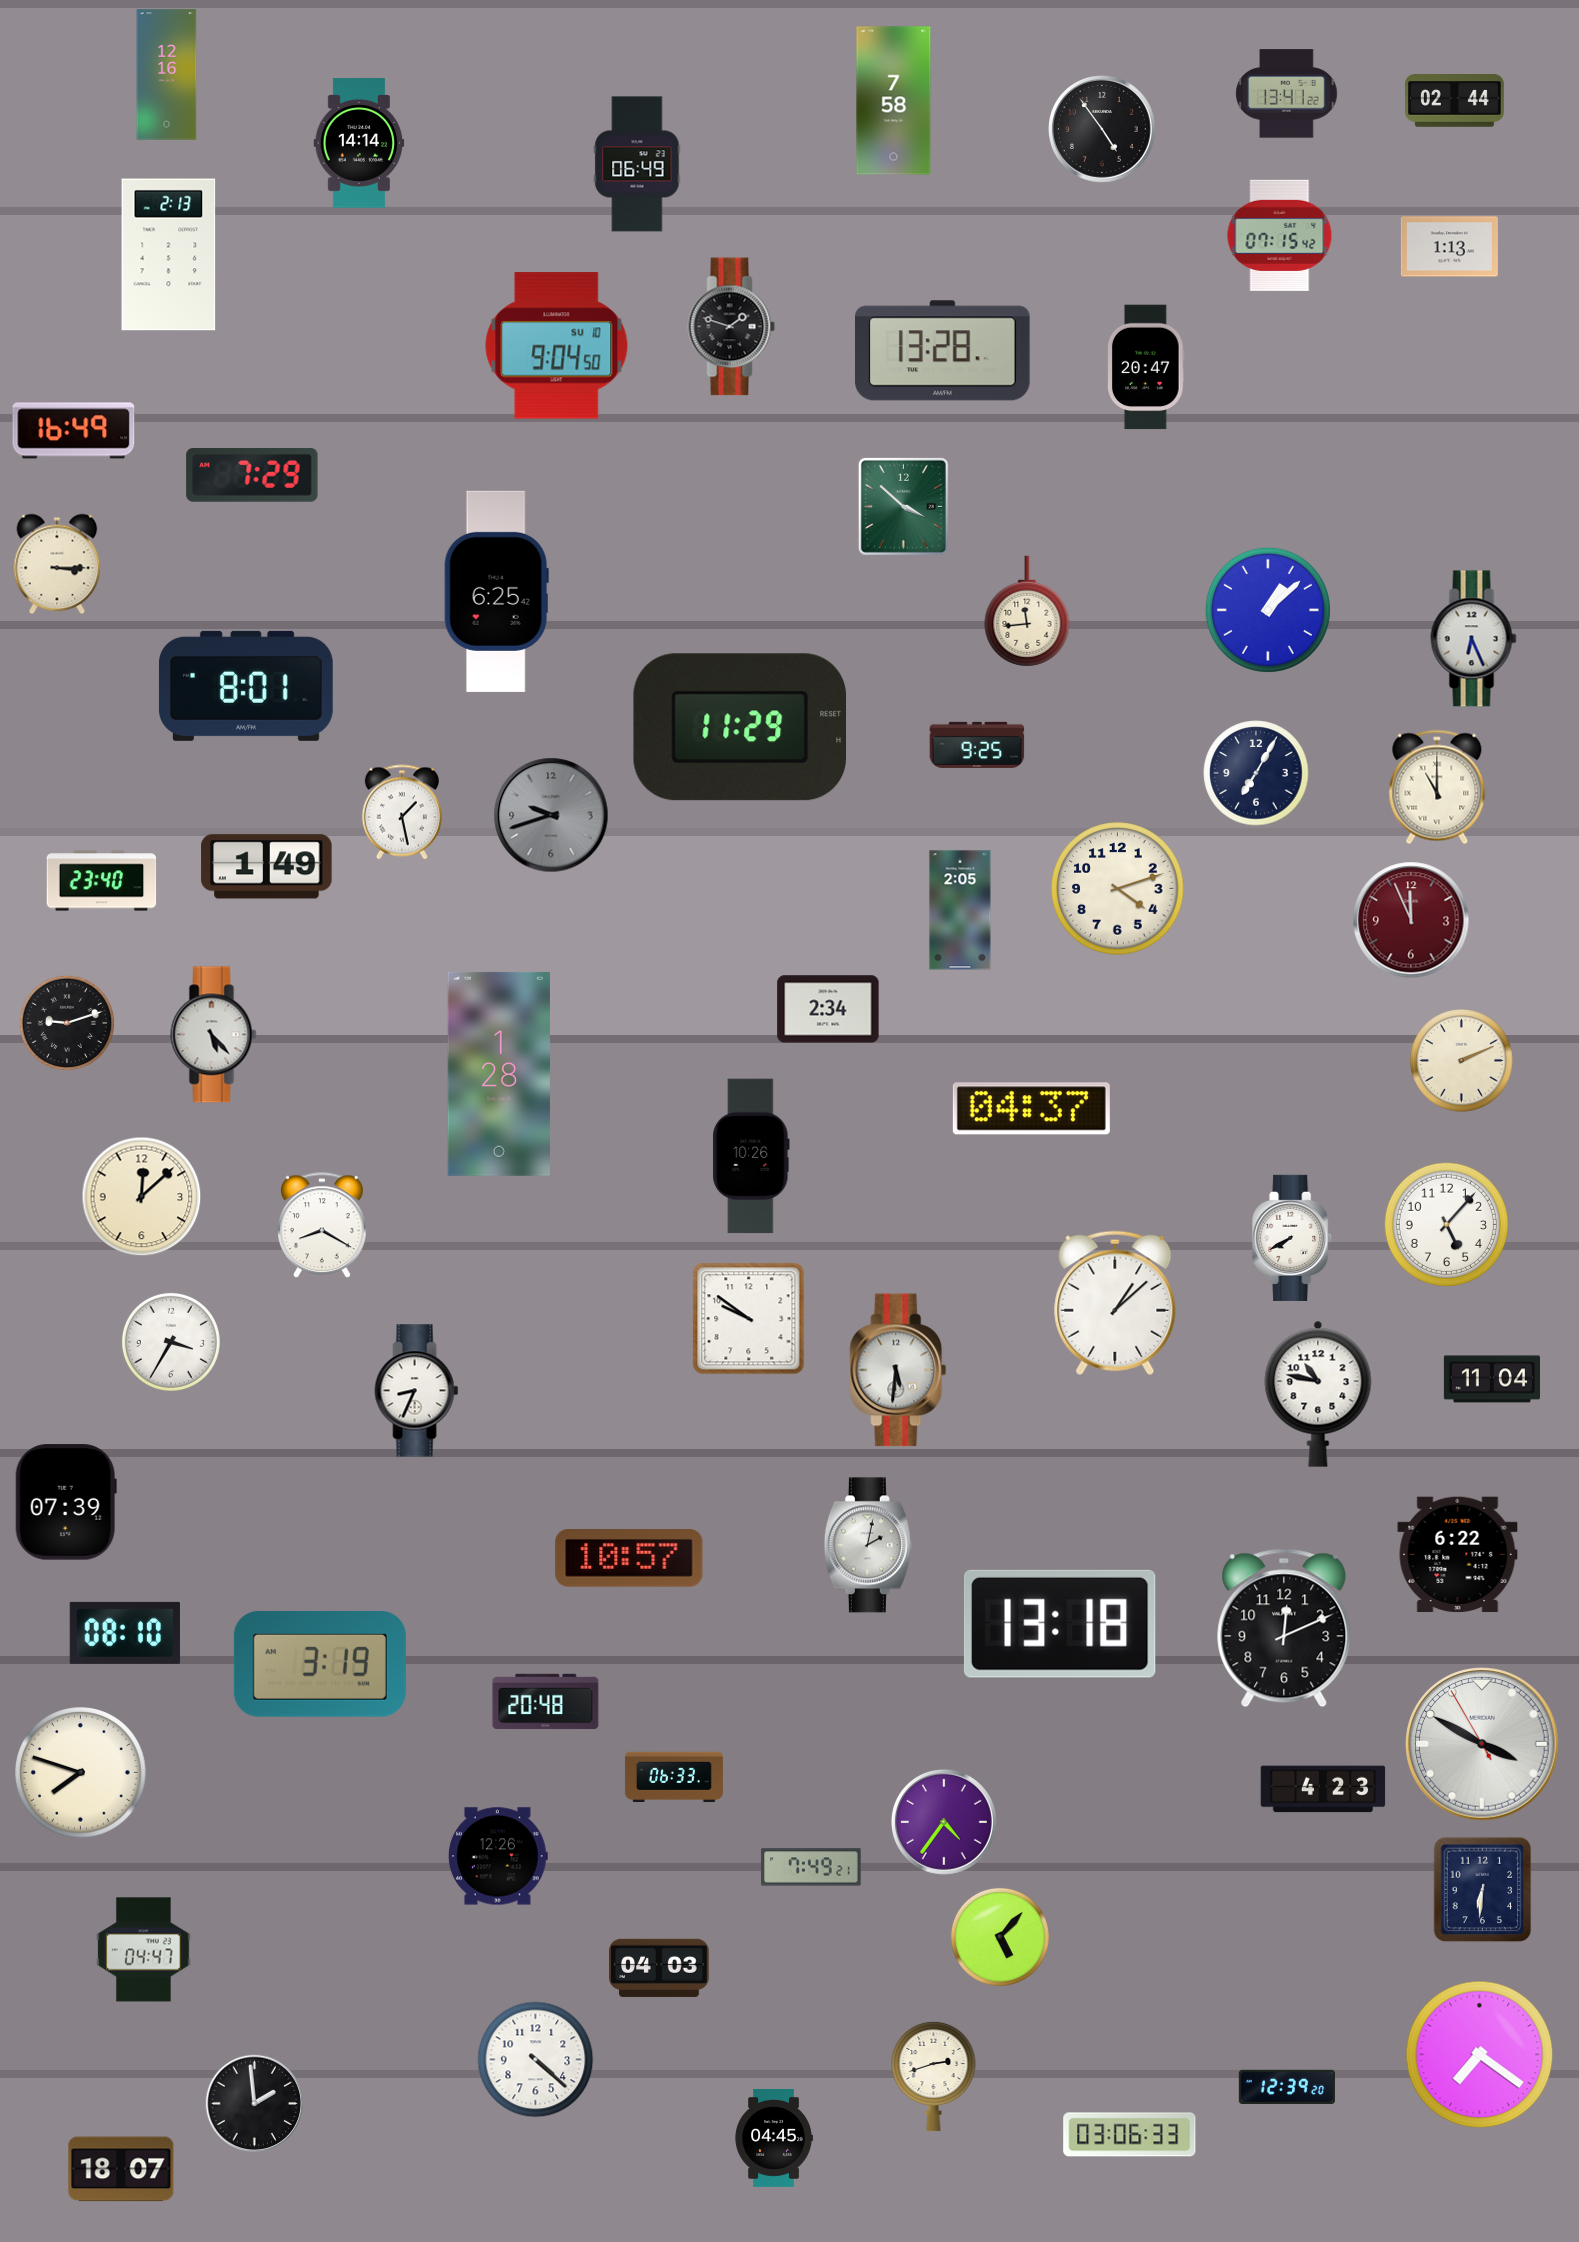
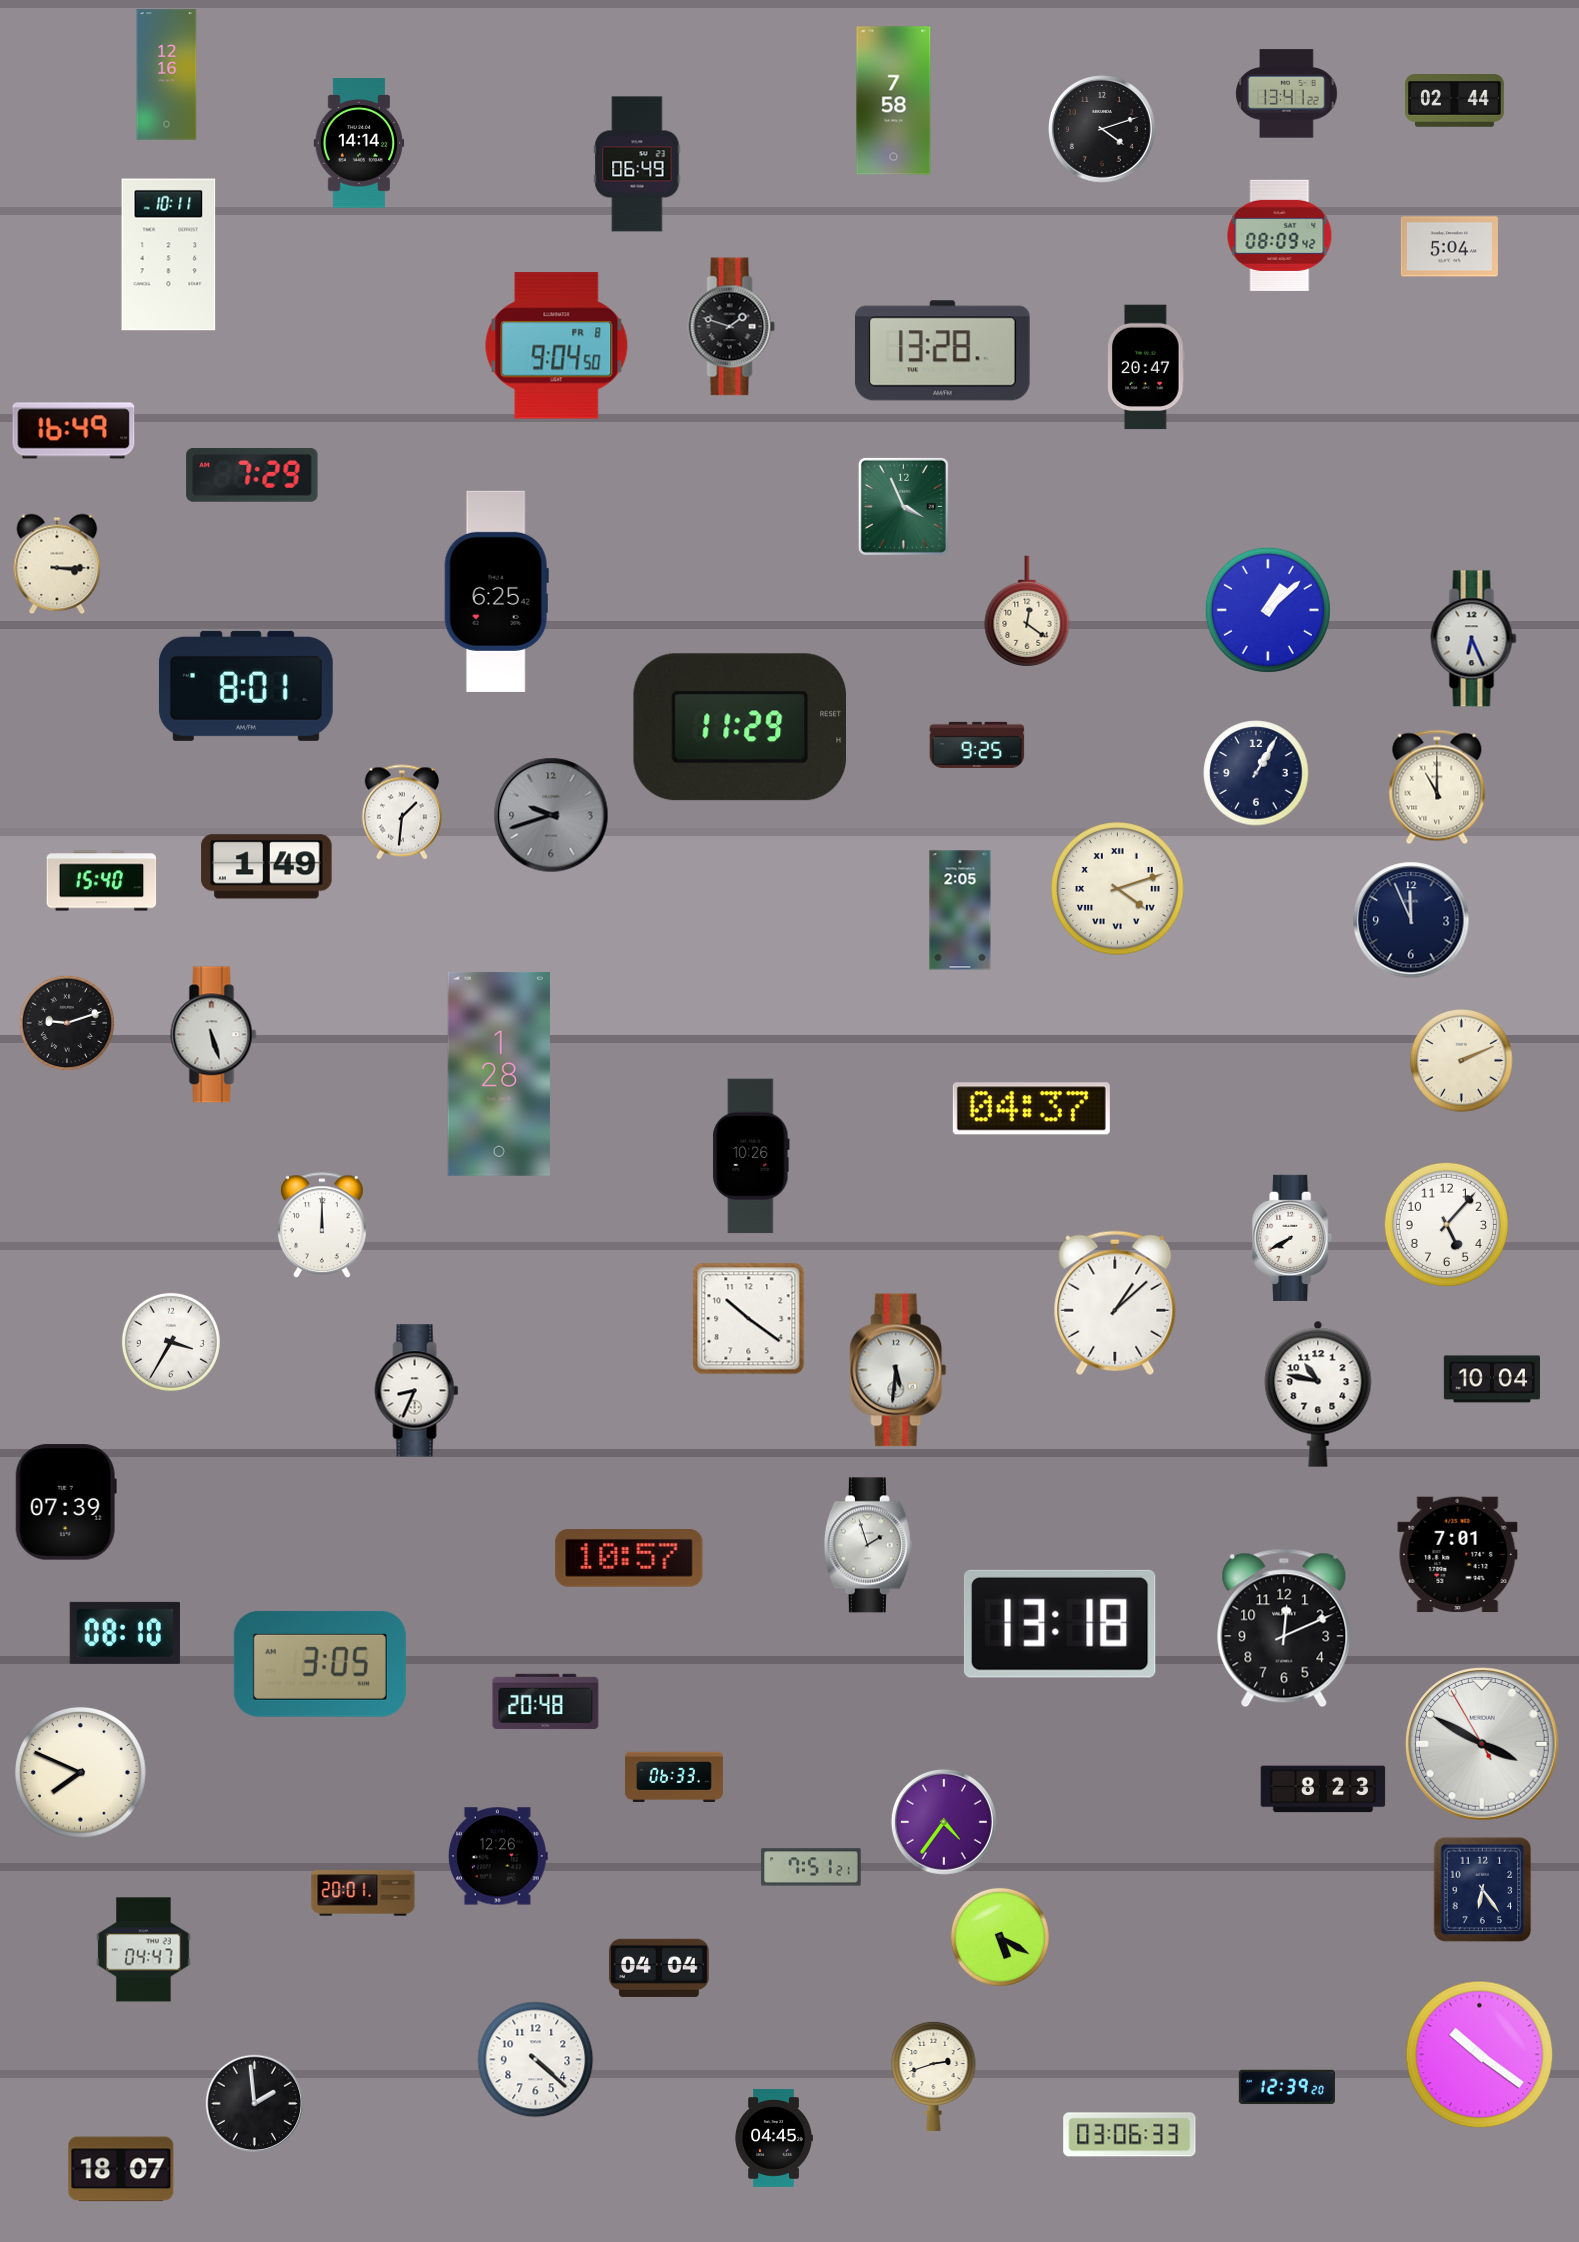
clock at (1103, 130): 4:54 -> 4:12
clock at (1280, 235): 07:15 -> 08:09
clock at (1449, 247): 1:13 -> 5:04
clock at (169, 255): 2:13 -> 10:11
clock at (557, 346) date: SU 10 -> FR 8
clock at (903, 506): 3:52 -> 3:56
clock at (1027, 611): 11:44 -> 12:21
clock at (1256, 773): 7:05 -> 1:05
clock at (402, 812): 1:28 -> 1:31
clock at (102, 881): 23:40 -> 15:40
clock at (1118, 889) numerals: Arabic -> Roman
clock at (1411, 920) dial: burgundy -> navy
clock at (828, 1009): 2:34 -> none
clock at (214, 1035): 5:23 -> 5:27
clock at (142, 1197): 12:08 -> none
clock at (322, 1226): 8:20 -> 12:00
clock at (749, 1319): 9:51 -> 10:21
clock at (1491, 1379): 11:04 -> 10:04
clock at (868, 1545): 2:02 -> 1:57
clock at (1458, 1555): 6:22 -> 7:01
clock at (320, 1664): 3:19 -> 3:05
clock at (81, 1773): 7:48 -> 7:49
clock at (1323, 1789): 4:23 -> 8:23
clock at (811, 1867): 7:49 -> 7:51
clock at (1483, 1890): 6:31 -> 6:24
clock at (363, 1893): none -> 20:01
clock at (1000, 1937): 5:07 -> 5:20
clock at (659, 1968): 04:03 -> 04:04
clock at (1480, 2055): 7:21 -> 10:21
